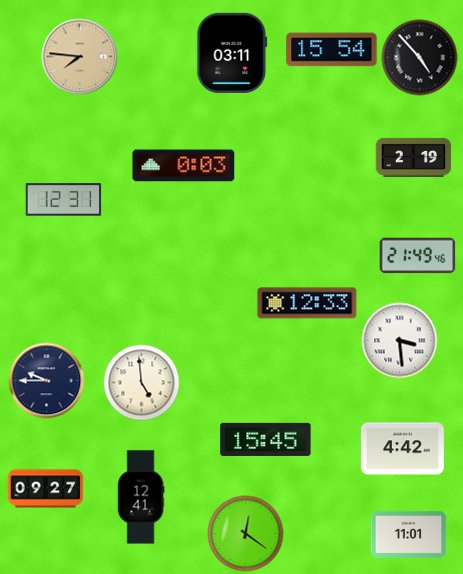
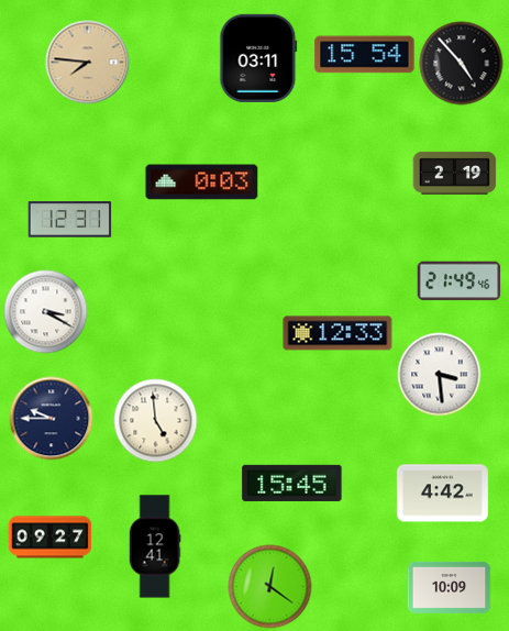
clock at (232, 53) position: (232, 53) -> (258, 58)
clock at (46, 312): none -> 3:20
clock at (409, 534): 11:01 -> 10:09
